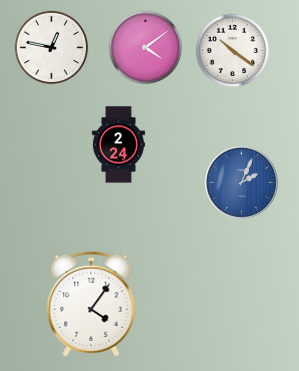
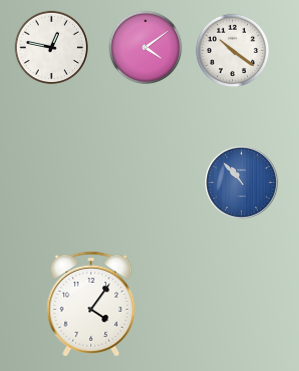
clock at (118, 145): 2:24 -> none
clock at (242, 183): 2:04 -> 10:53
